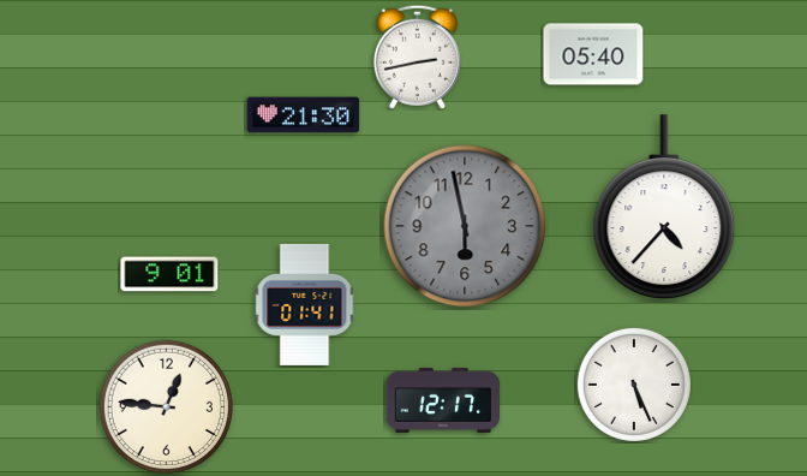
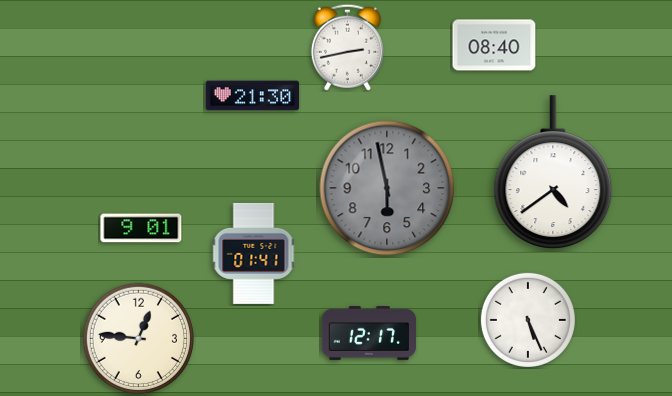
clock at (593, 54): 05:40 -> 08:40
clock at (664, 207): 4:37 -> 4:39
